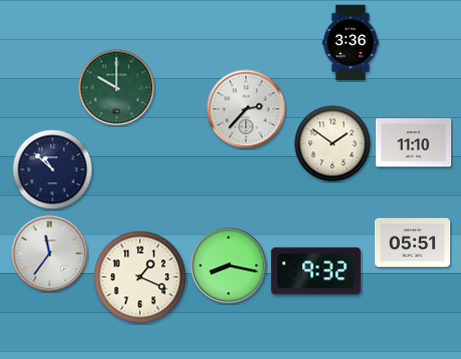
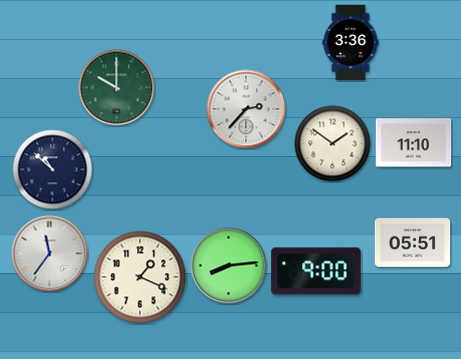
clock at (229, 266): 8:17 -> 8:14
clock at (316, 271): 9:32 -> 9:00
